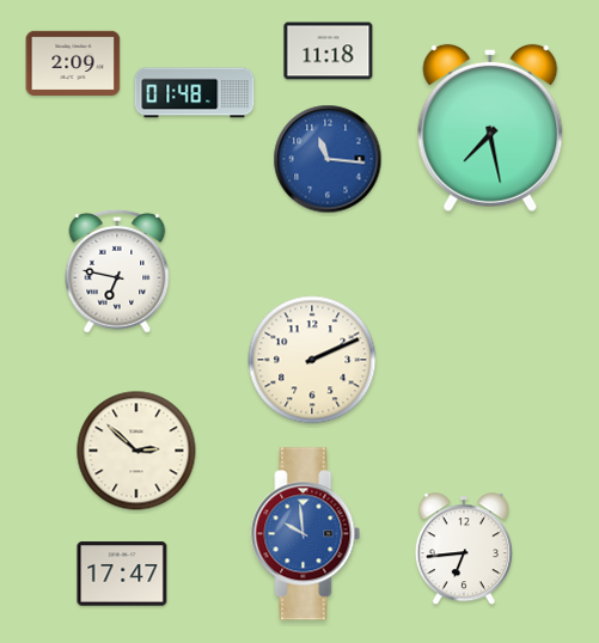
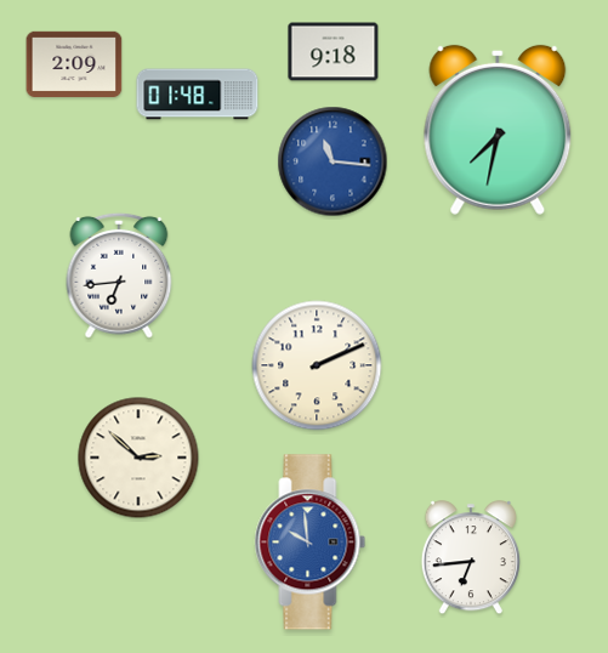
clock at (329, 51): 11:18 -> 9:18
clock at (490, 128): 7:28 -> 7:32
clock at (117, 271): 6:47 -> 6:44
clock at (122, 574): 17:47 -> none
